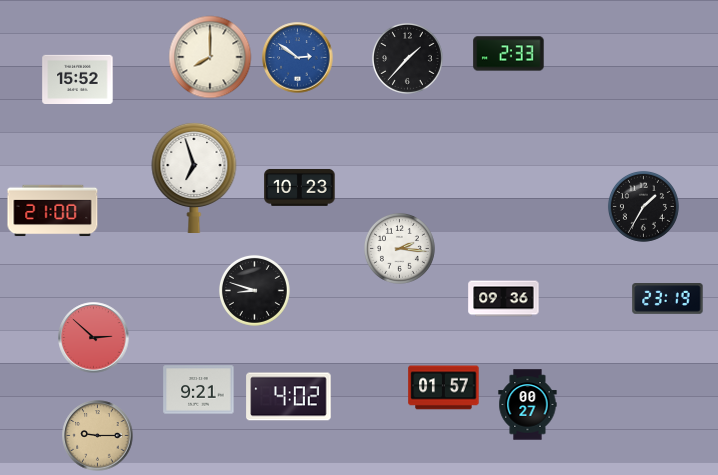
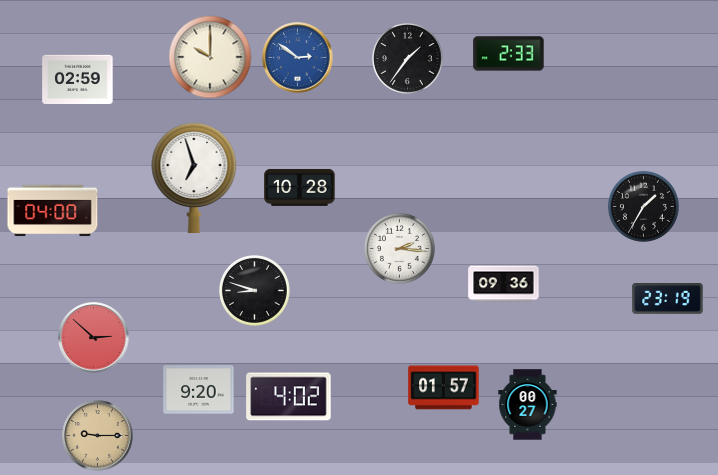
clock at (210, 57): 8:00 -> 10:00
clock at (407, 58): 1:37 -> 1:36
clock at (78, 79): 15:52 -> 02:59
clock at (300, 187): 10:23 -> 10:28
clock at (53, 211): 21:00 -> 04:00
clock at (504, 299) position: (504, 299) -> (504, 284)
clock at (199, 390): 9:21 -> 9:20
